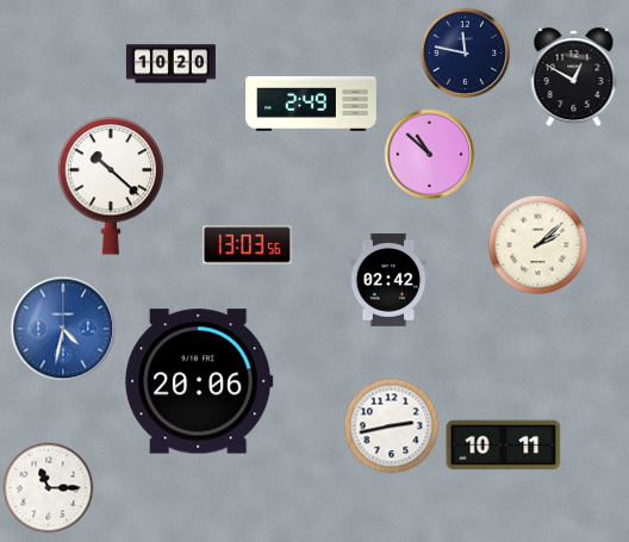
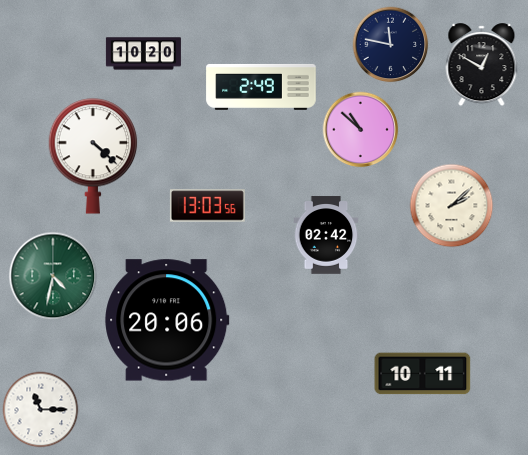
clock at (111, 186): 10:22 -> 4:22
clock at (63, 329) dial: blue -> green
clock at (392, 426): 2:43 -> none
